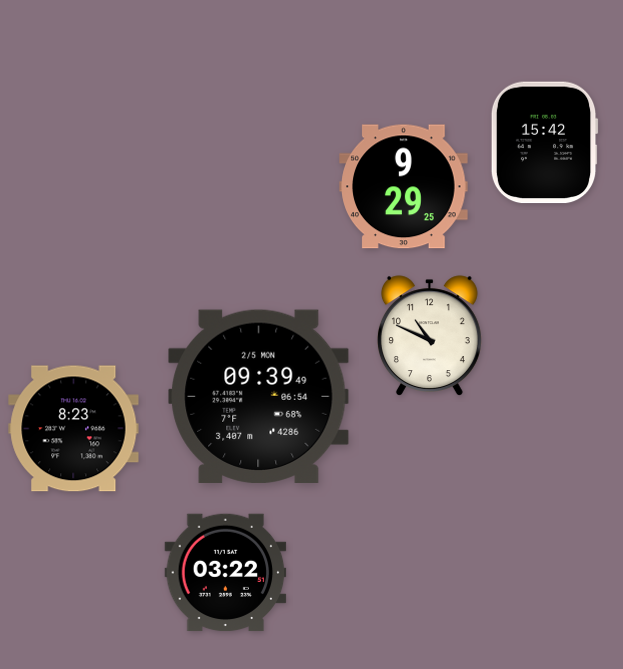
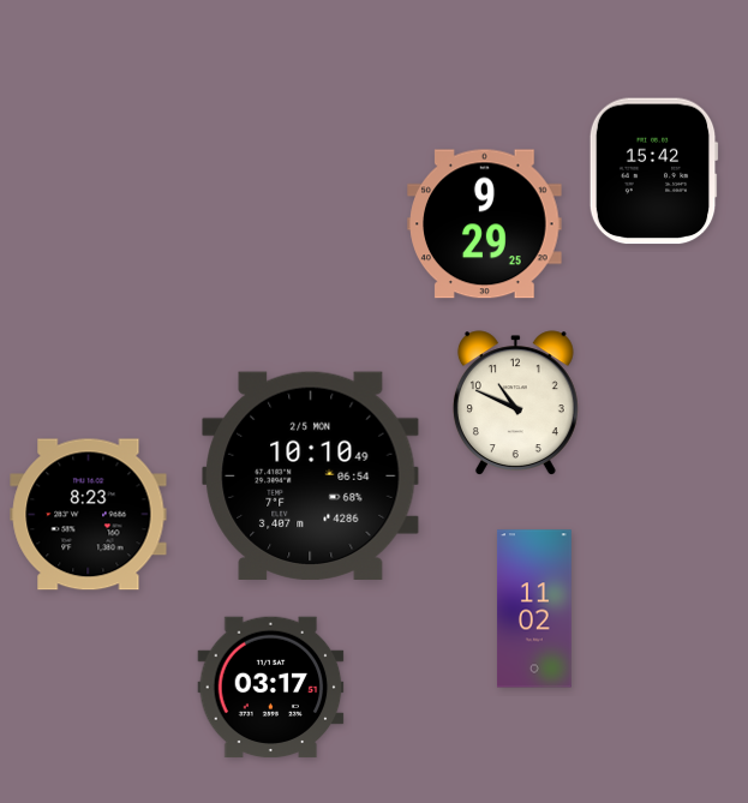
clock at (259, 396): 09:39 -> 10:10
clock at (534, 609): none -> 11:02
clock at (226, 573): 03:22 -> 03:17
